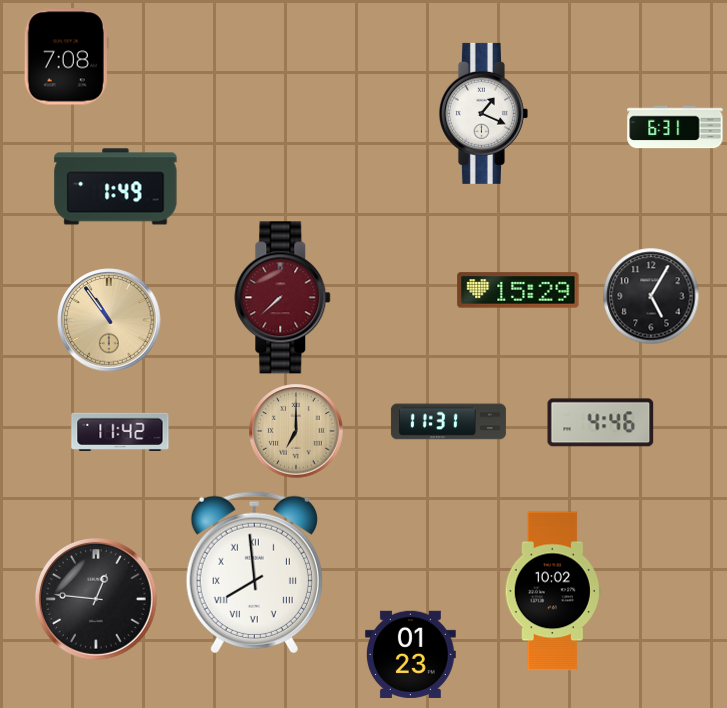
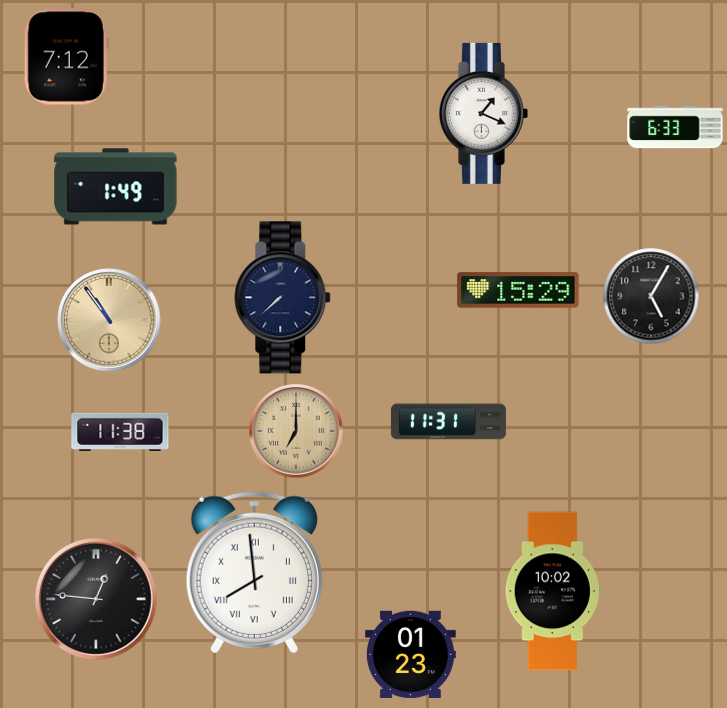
clock at (66, 57): 7:08 -> 7:12
clock at (675, 127): 6:31 -> 6:33
clock at (283, 298) dial: burgundy -> navy
clock at (601, 423): 4:46 -> none
clock at (120, 432): 11:42 -> 11:38
